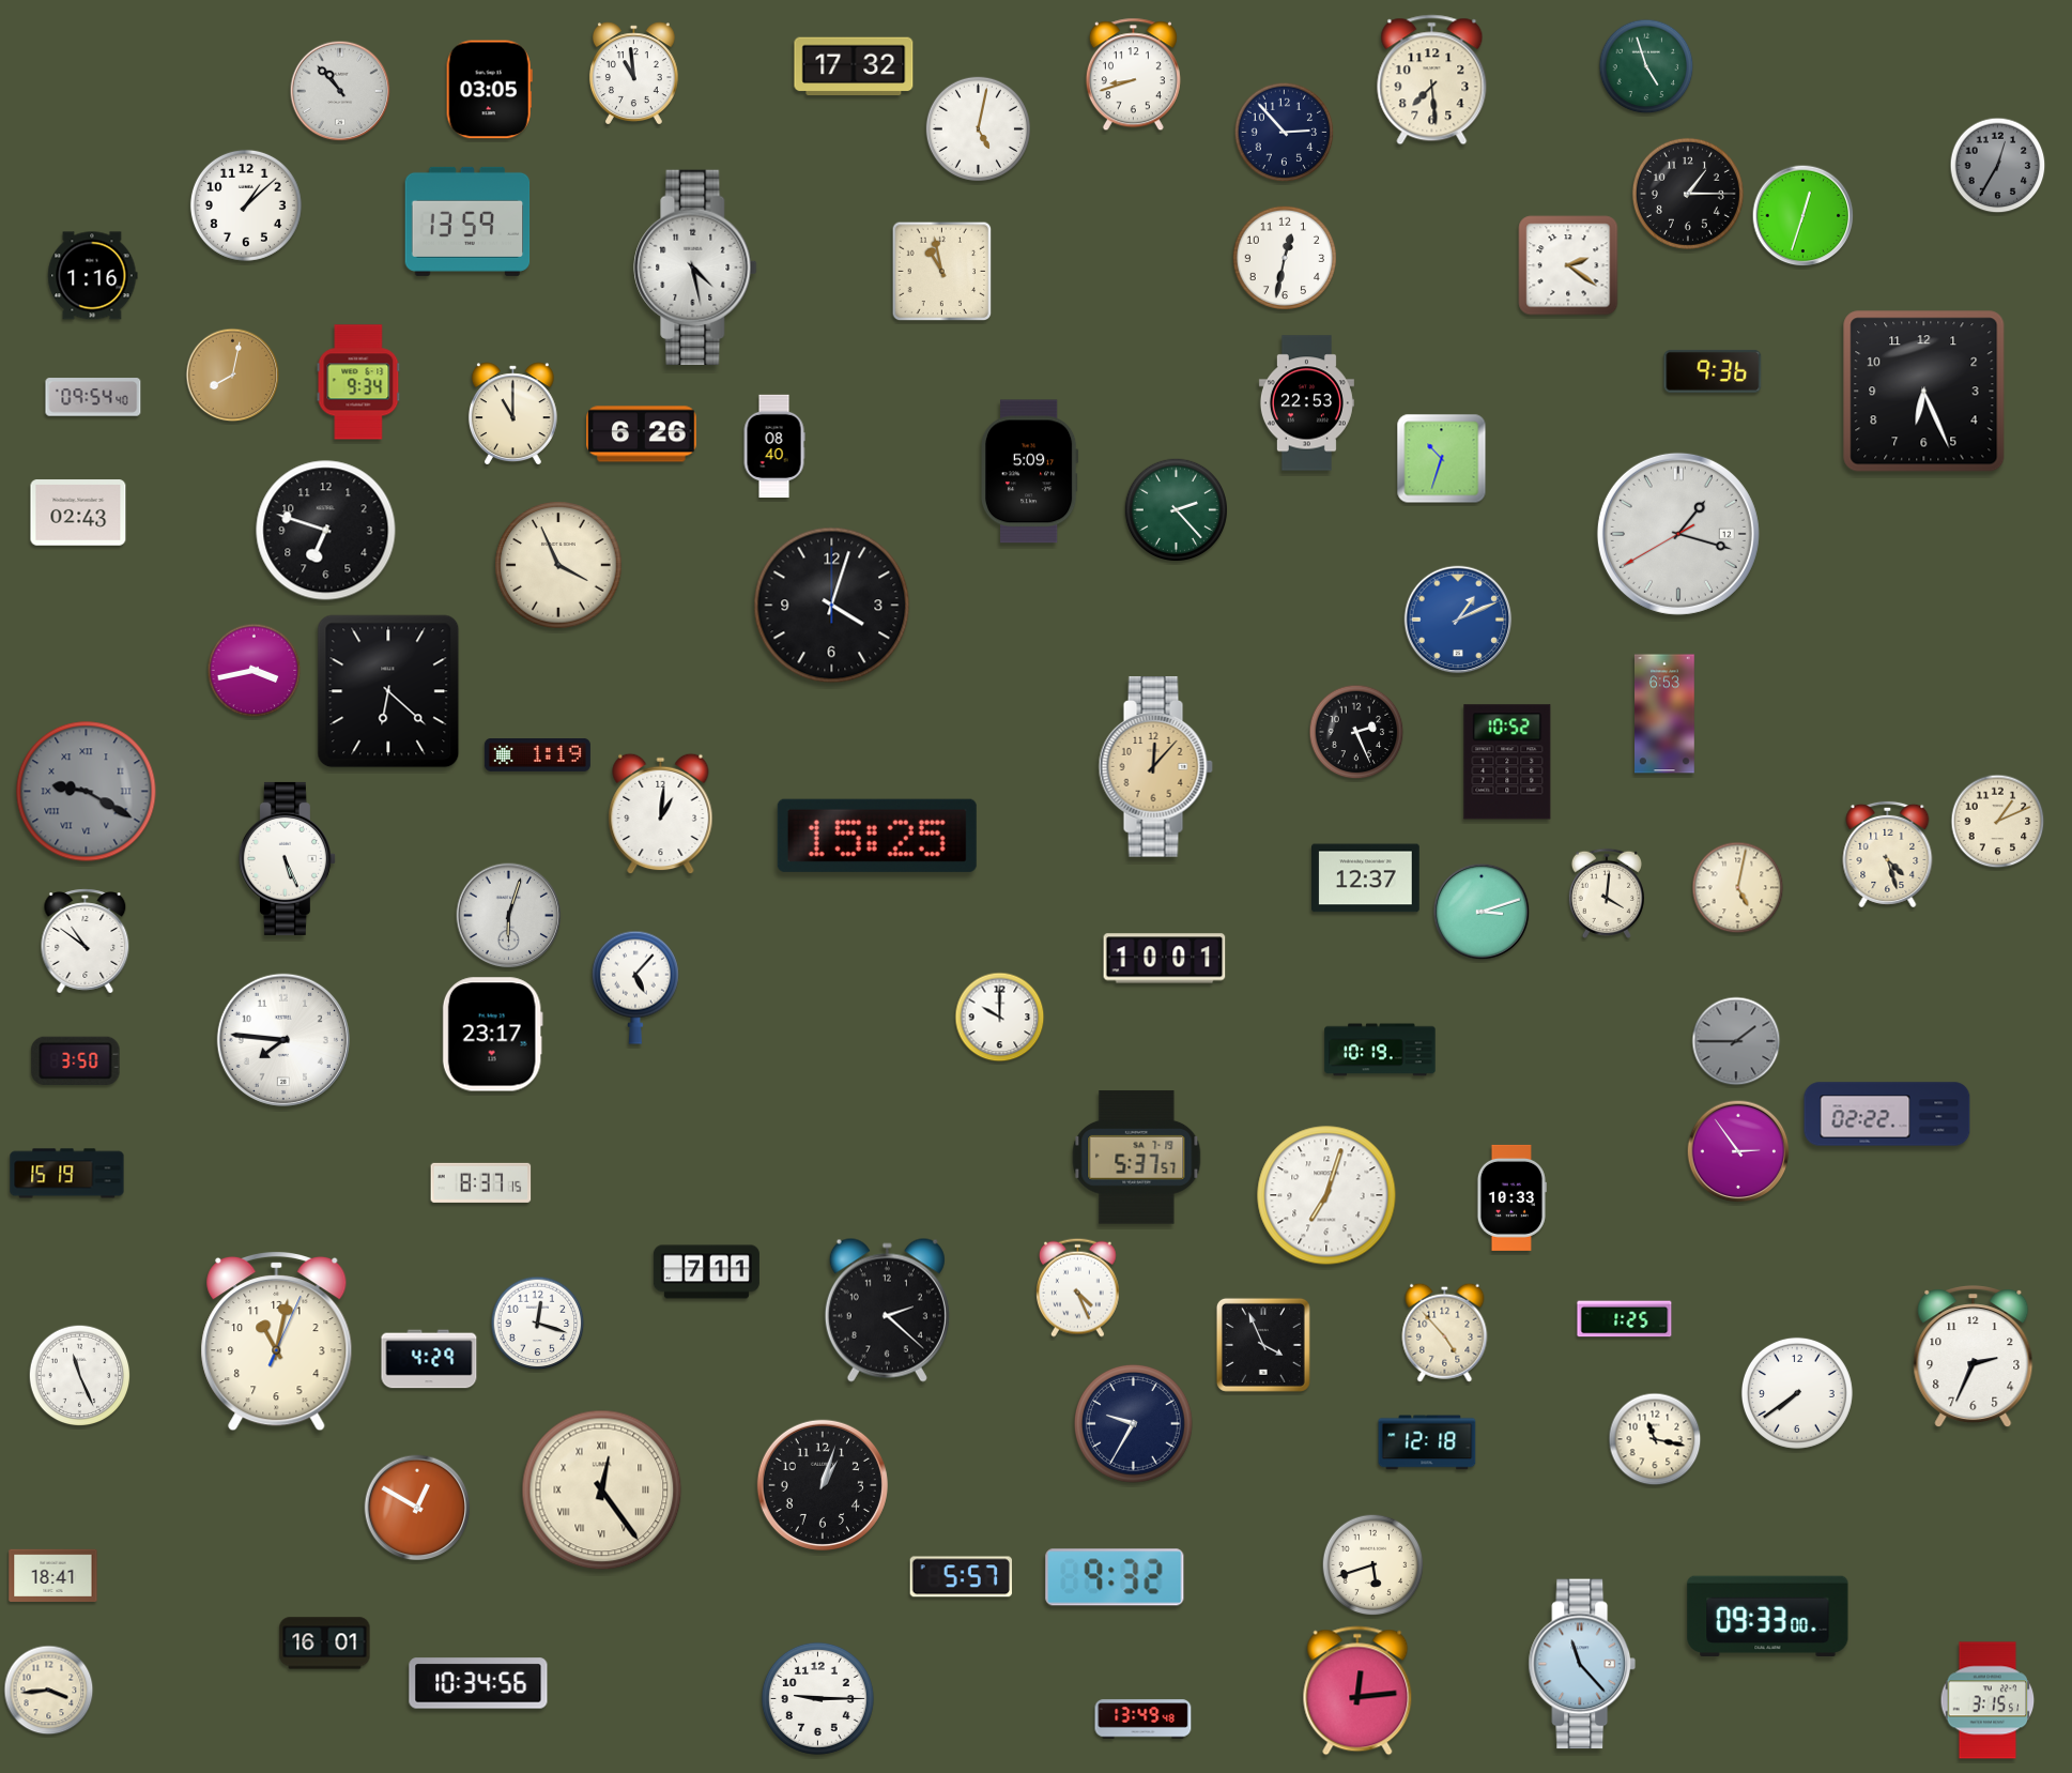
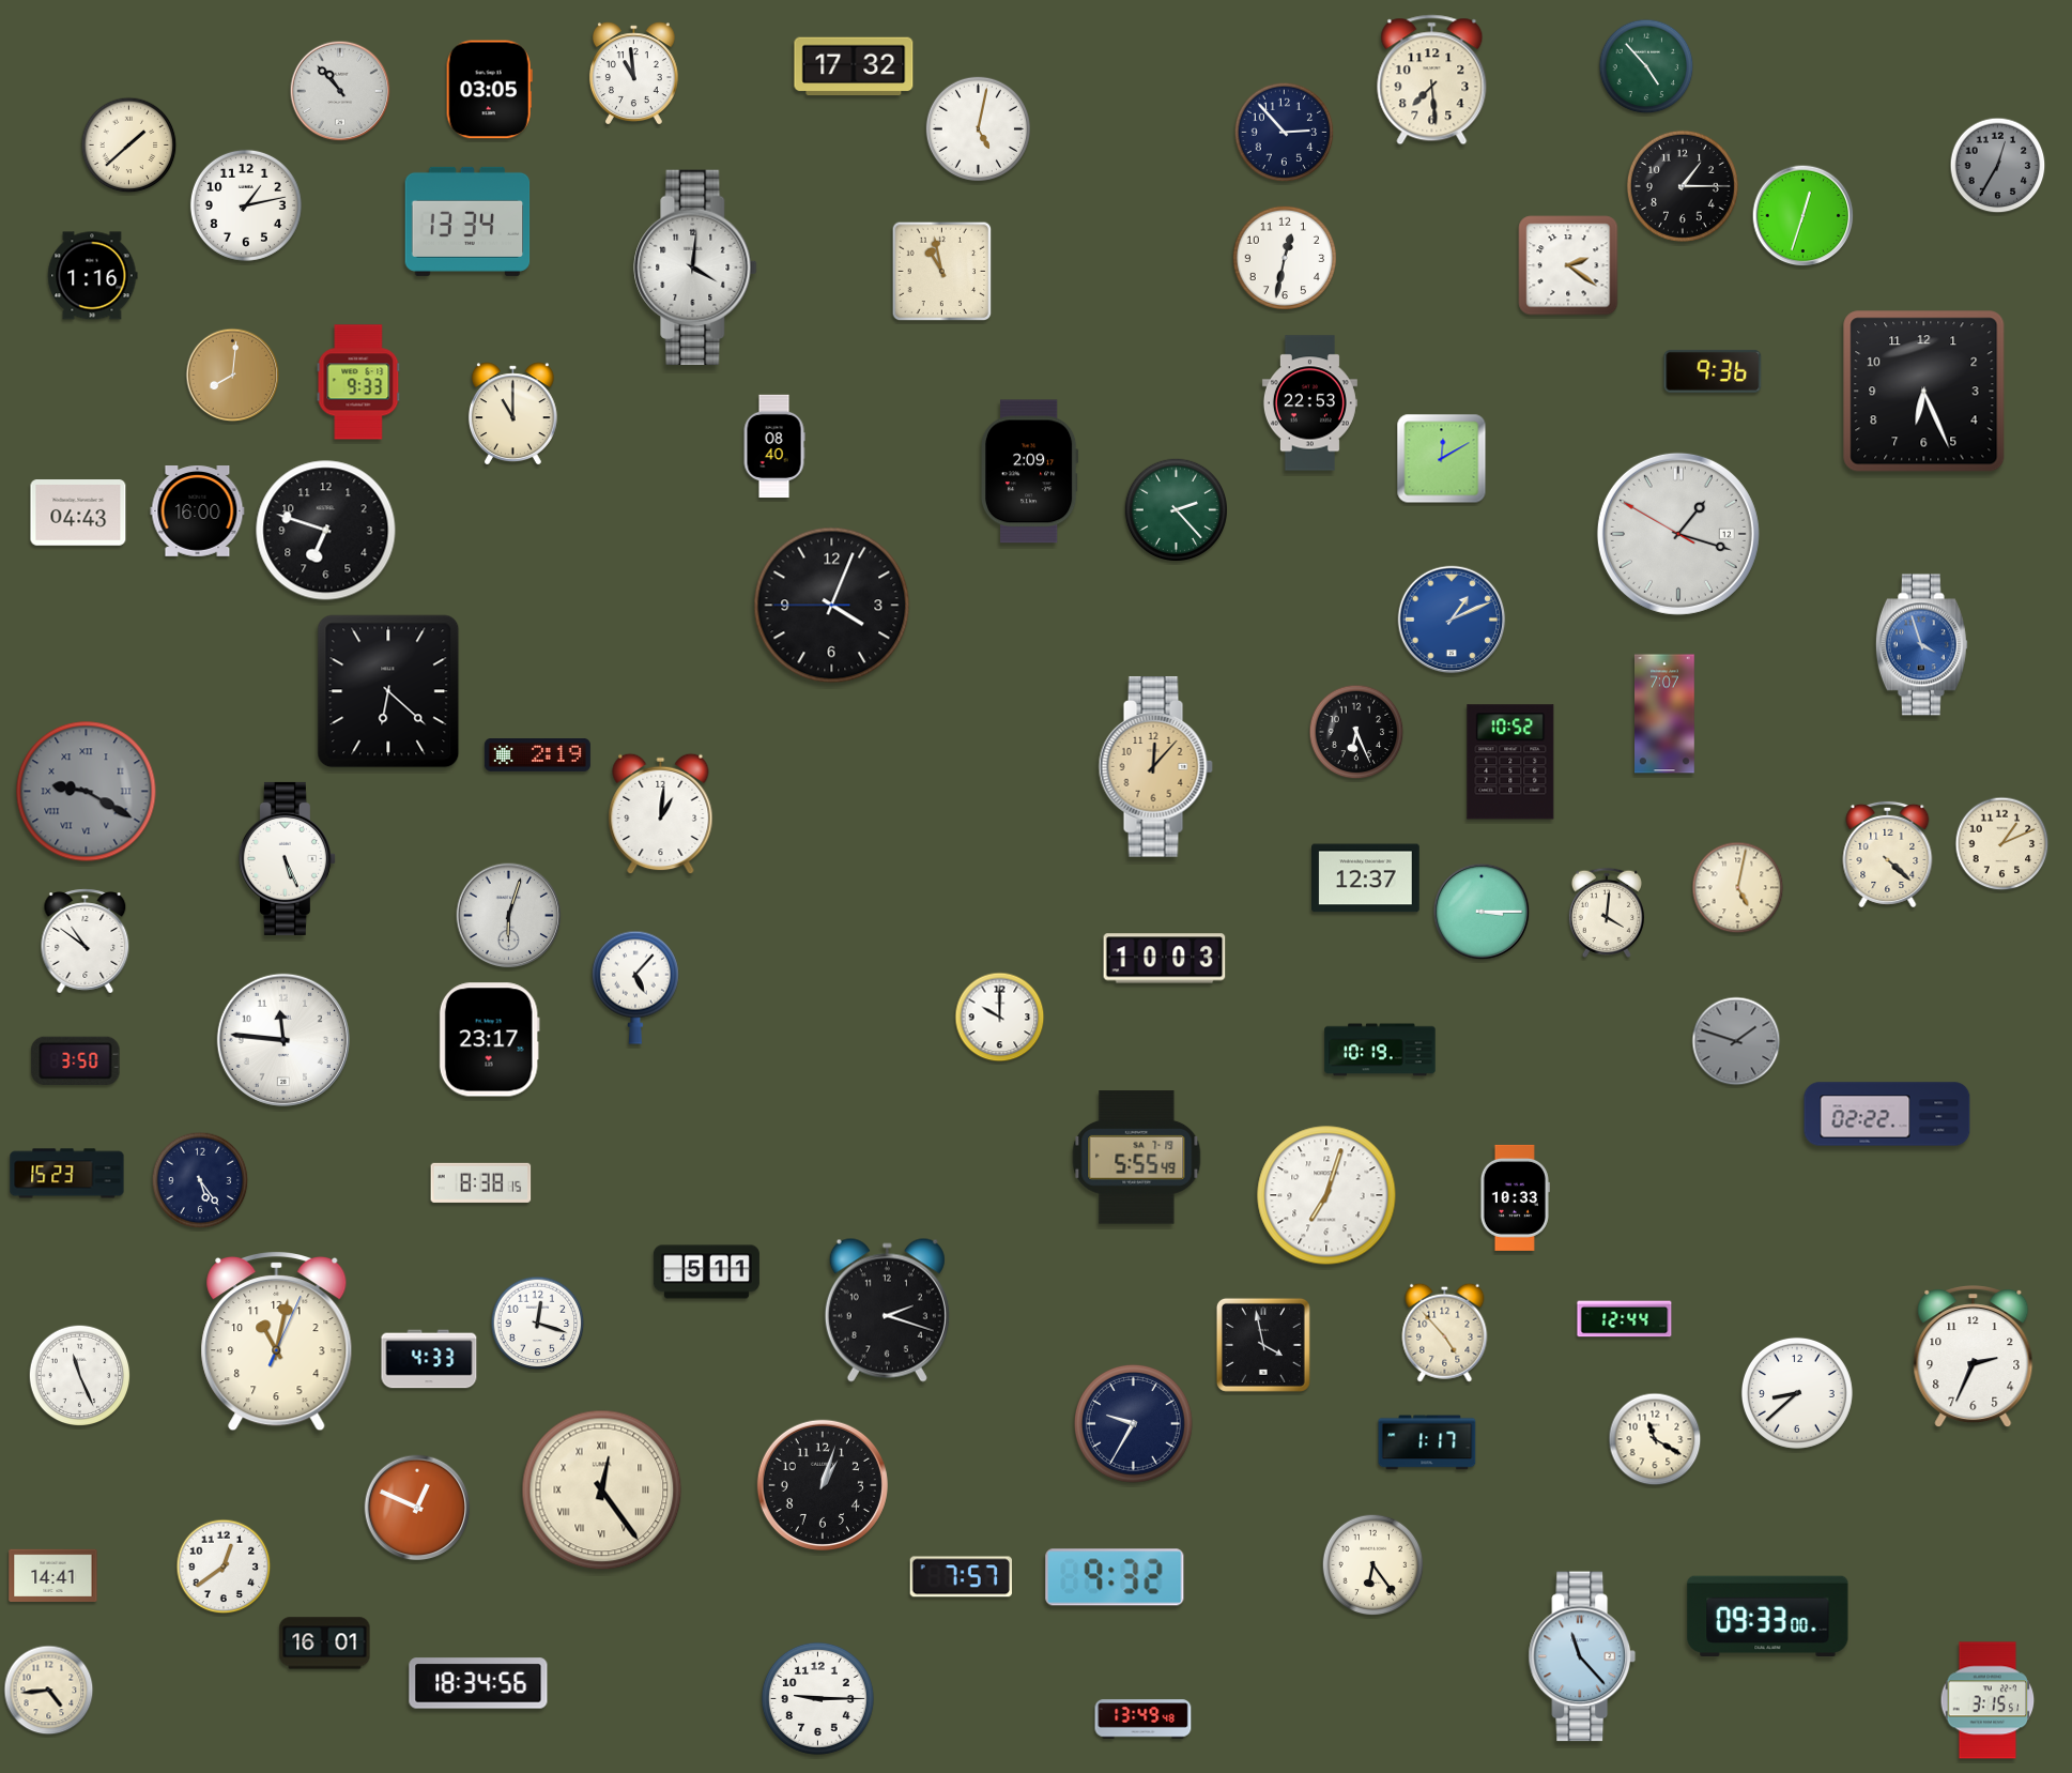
clock at (1646, 66): 4:57 -> 4:53
clock at (1133, 75): 8:42 -> none
clock at (129, 146): none -> 1:38
clock at (1688, 194) position: (1688, 194) -> (1683, 186)
clock at (246, 205): 1:08 -> 1:13
clock at (467, 221): 13:59 -> 13:34
clock at (695, 266): 4:28 -> 4:01
clock at (233, 376): 8:02 -> 8:01
clock at (358, 382): 9:34 -> 9:33
clock at (93, 397): 09:54 -> none
clock at (1306, 403) position: (1306, 403) -> (1309, 403)
clock at (642, 434): 6:26 -> none
clock at (1442, 459): 10:33 -> 12:10
clock at (1030, 472): 5:09 -> 2:09
clock at (198, 511): none -> 16:00
clock at (78, 513): 02:43 -> 04:43
clock at (1678, 534): 1:17:40 -> 1:17:50
clock at (558, 565): 3:56 -> none
clock at (832, 606): 4:03:00 -> 4:03:45
clock at (1458, 620) position: (1458, 620) -> (1452, 620)
clock at (1921, 645): none -> 3:57
clock at (255, 671): 3:43 -> none
clock at (1666, 714): 6:53 -> 7:07
clock at (1356, 732): 2:26 -> 6:26
clock at (537, 755): 1:19 -> 2:19
clock at (1507, 762) position: (1507, 762) -> (1510, 762)
clock at (1998, 822) position: (1998, 822) -> (2002, 844)
clock at (877, 836): 15:25 -> none
clock at (1888, 854): 4:27 -> 4:22
clock at (1607, 893) position: (1607, 893) -> (1607, 913)
clock at (1482, 912): 3:12 -> 3:15
clock at (1165, 959): 10:01 -> 10:03
clock at (492, 1035) position: (492, 1035) -> (489, 1040)
clock at (283, 1040): 7:46 -> 11:46
clock at (1736, 1041): 1:45 -> 1:48
clock at (1738, 1151): 2:54 -> none
clock at (1137, 1158): 5:37 -> 5:55
clock at (67, 1174): 15:19 -> 15:23
clock at (200, 1180): none -> 5:24
clock at (481, 1182): 8:37 -> 8:38
clock at (1511, 1197) position: (1511, 1197) -> (1515, 1197)
clock at (706, 1272): 7:11 -> 5:11
clock at (1078, 1287): 4:26 -> none
clock at (887, 1310): 2:22 -> 2:18
clock at (1625, 1319): 1:25 -> 12:44
clock at (1263, 1345): 3:56 -> 3:58
clock at (429, 1359): 4:29 -> 4:33
clock at (1797, 1393): 7:39 -> 8:38
clock at (1655, 1439): 11:17 -> 11:20
clock at (1427, 1442): 12:18 -> 1:17
clock at (417, 1508): 12:50 -> 12:49
clock at (1373, 1565): 5:42 -> 6:24
clock at (224, 1566): none -> 12:39
clock at (53, 1575): 18:41 -> 14:41
clock at (961, 1577): 5:57 -> 7:57
clock at (1582, 1664) position: (1582, 1664) -> (1582, 1656)
clock at (478, 1683): 10:34 -> 18:34
clock at (49, 1691): 3:44 -> 4:44
clock at (1357, 1691): 12:14 -> none
